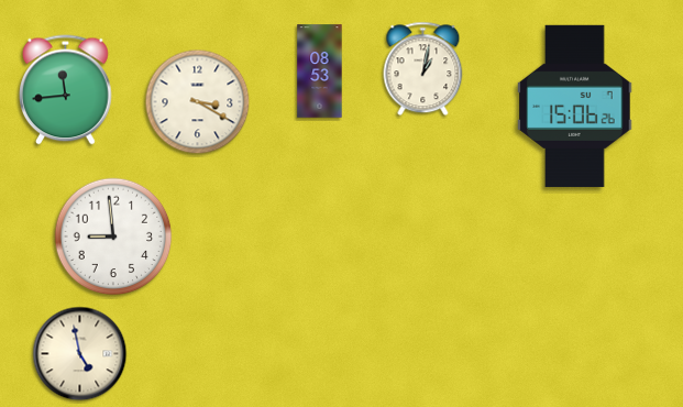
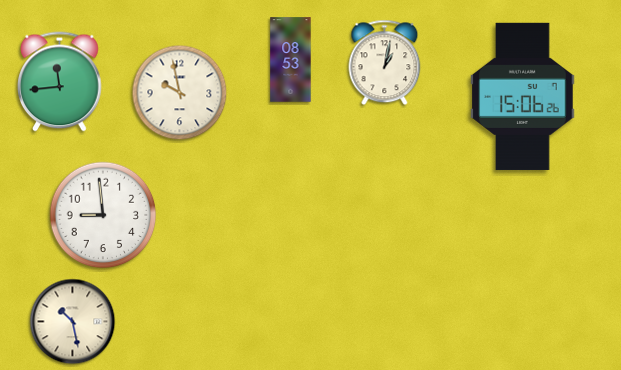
clock at (320, 71) position: (320, 71) -> (291, 60)
clock at (198, 102): 3:20 -> 9:58
clock at (80, 354): 4:58 -> 10:28
